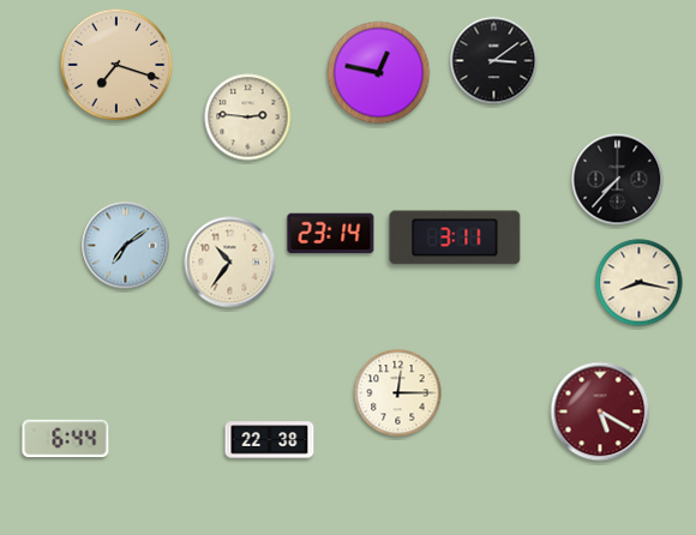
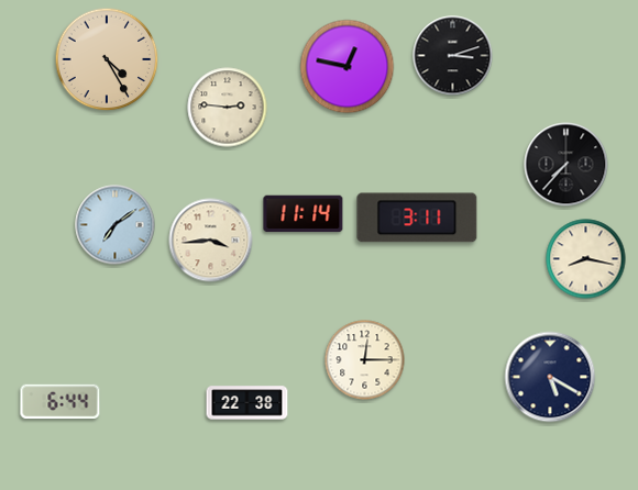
clock at (494, 61): 3:09 -> 3:12
clock at (116, 65): 7:18 -> 4:25
clock at (331, 234): 23:14 -> 11:14
clock at (230, 263): 10:36 -> 3:44
clock at (600, 411) dial: burgundy -> navy
